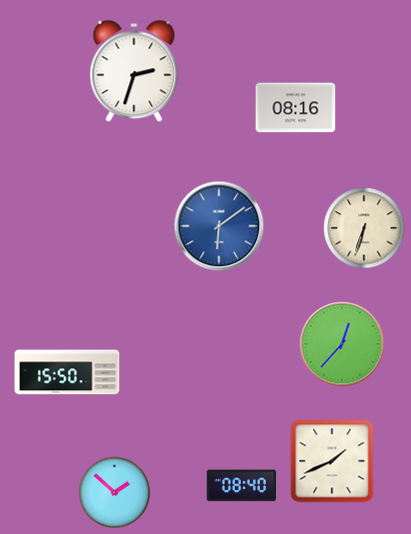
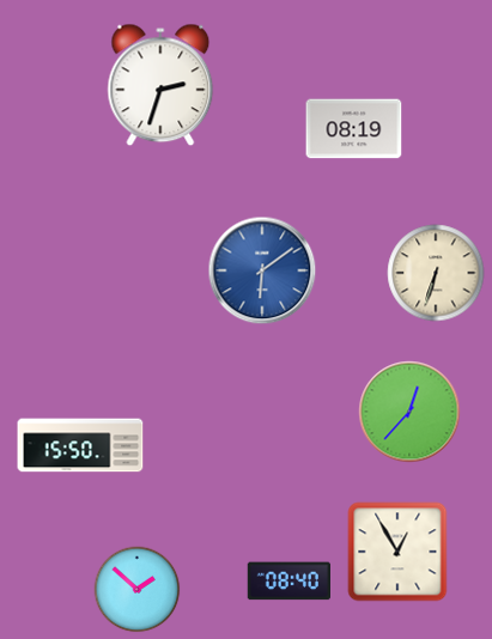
clock at (296, 108): 08:16 -> 08:19
clock at (332, 461): 1:41 -> 12:55
